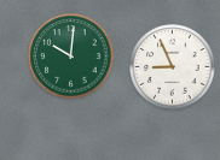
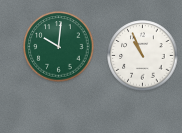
clock at (173, 67): 8:56 -> 10:56
